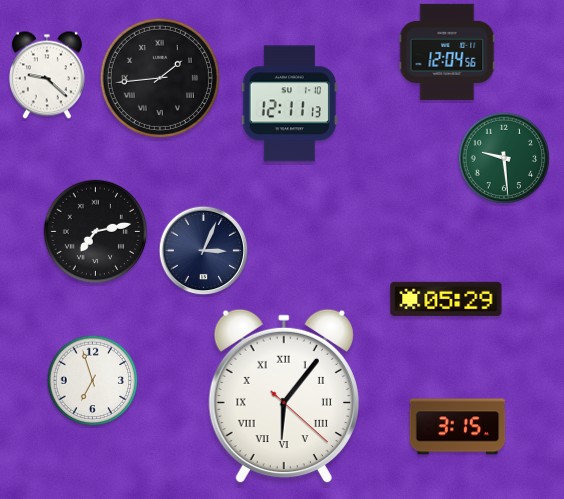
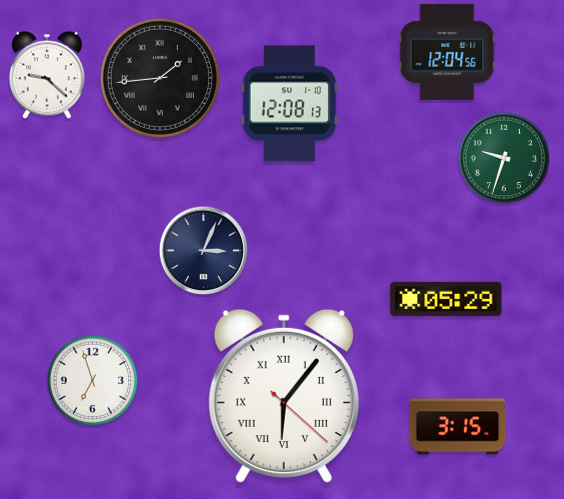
clock at (289, 104): 12:11 -> 12:08
clock at (504, 158): 9:29 -> 9:33
clock at (95, 231): 7:13 -> none
